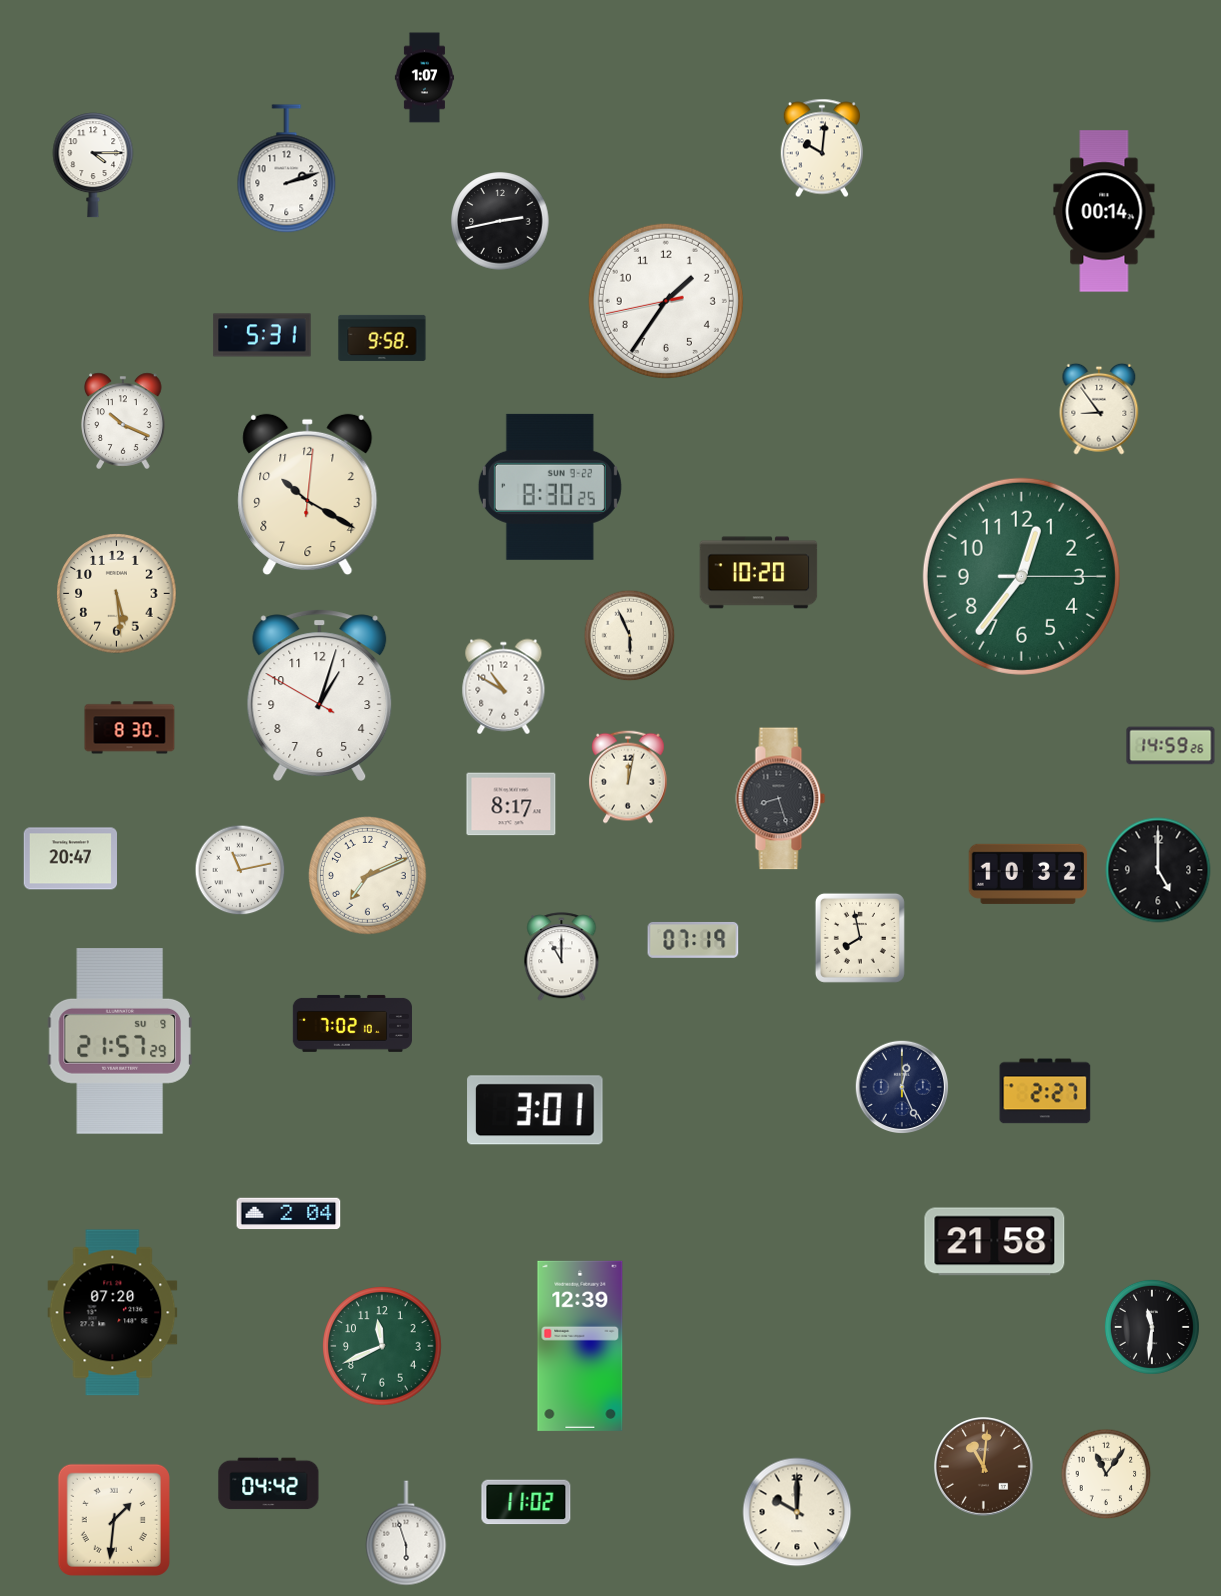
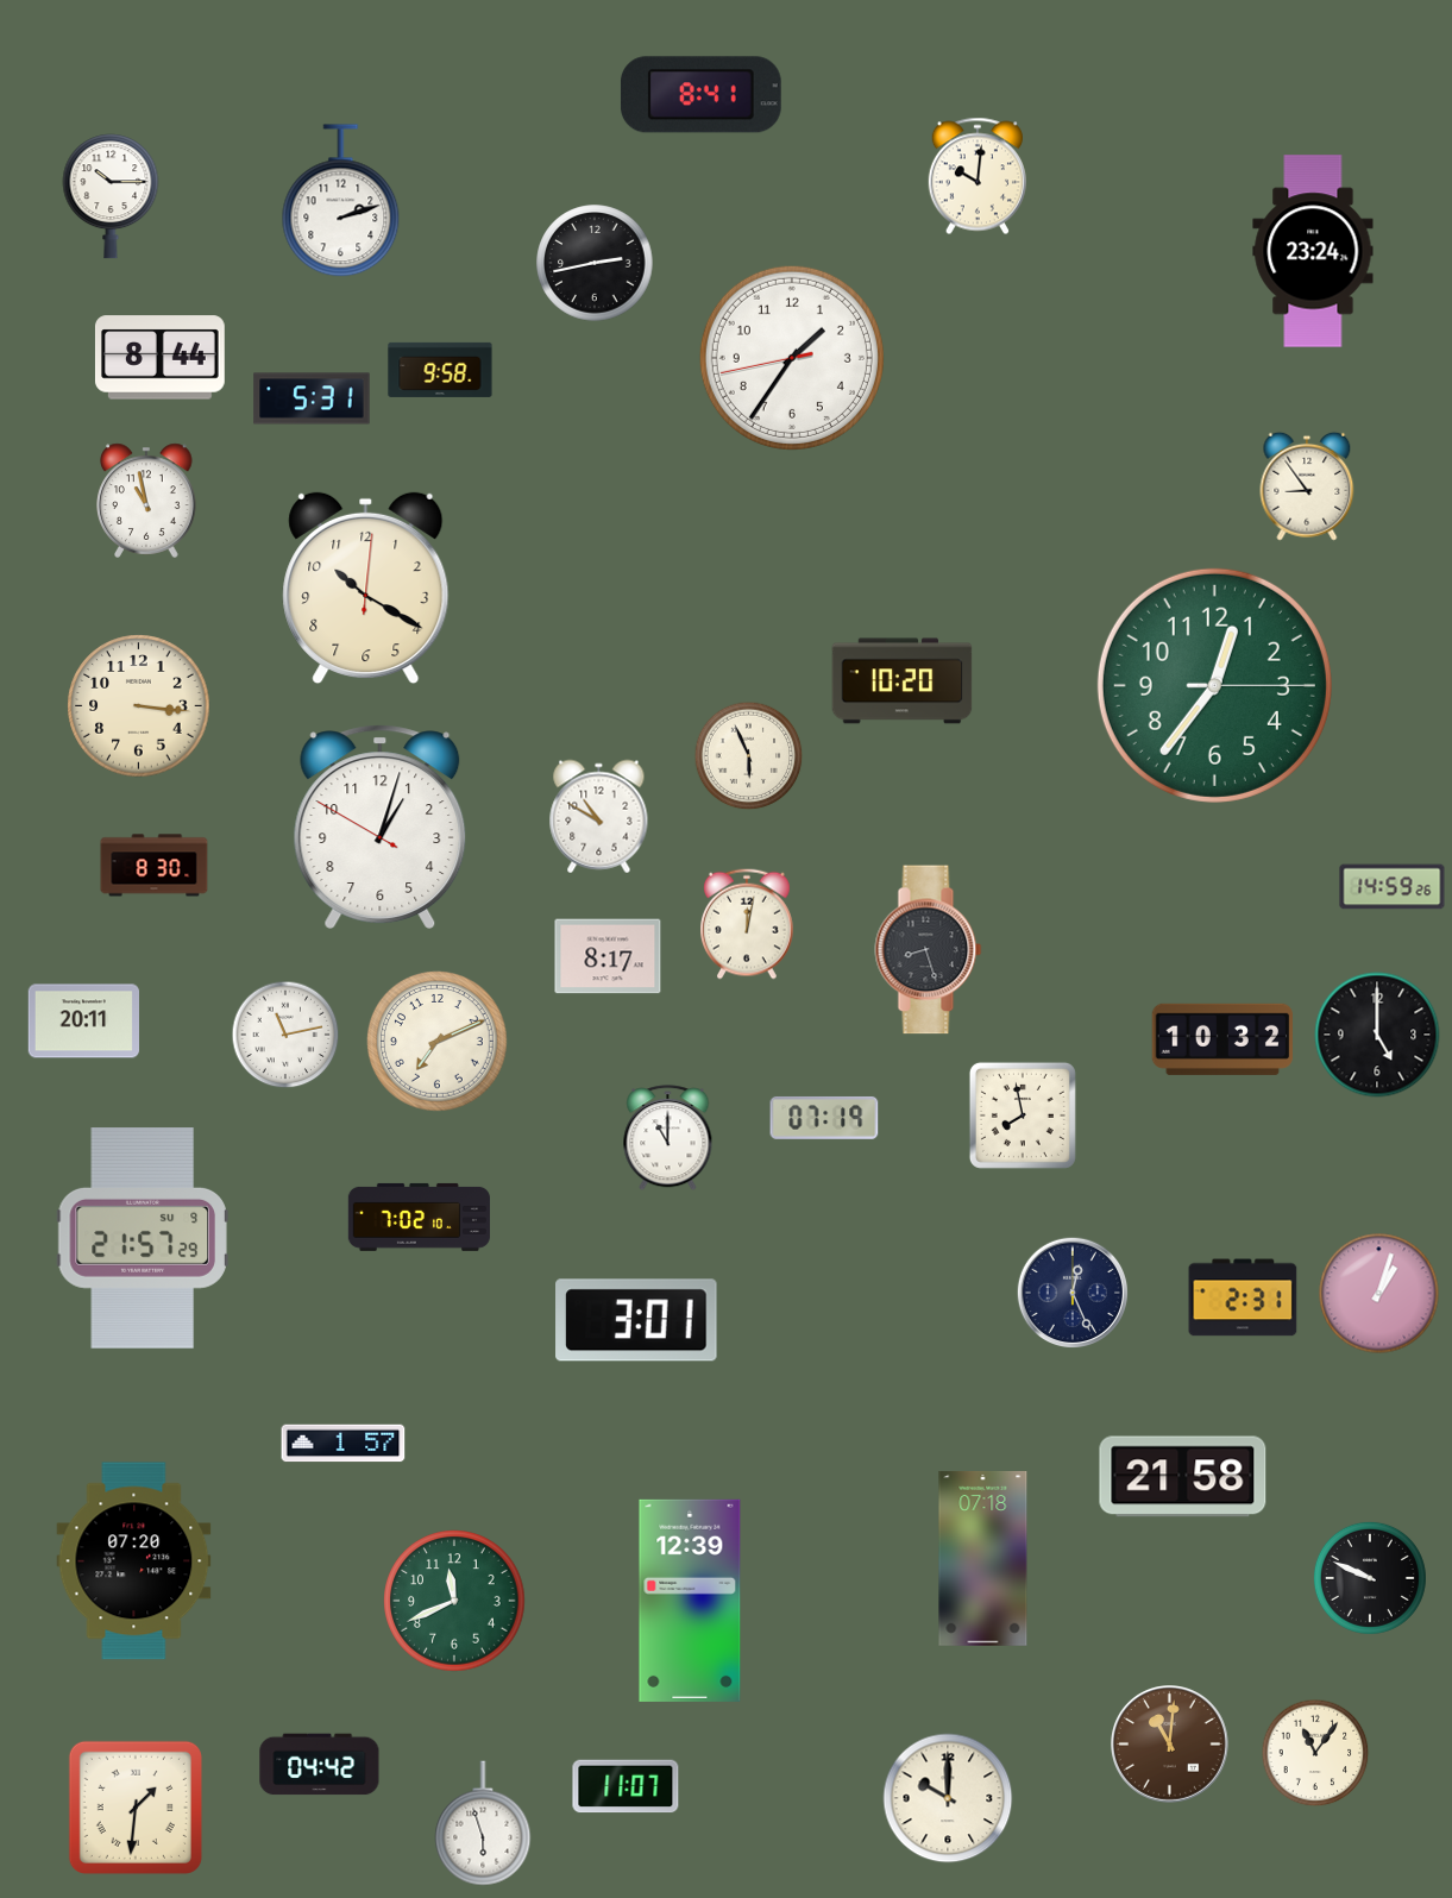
clock at (424, 78): 1:07 -> none
clock at (700, 95): none -> 8:41
clock at (93, 165): 4:15 -> 10:15
clock at (1104, 211): 00:14 -> 23:24
clock at (159, 358): none -> 8:44
clock at (382, 338) position: (382, 338) -> (440, 370)
clock at (123, 421): 10:19 -> 10:58
clock at (550, 487): 8:30 -> none
clock at (117, 594): 5:29 -> 3:16
clock at (70, 859): 20:47 -> 20:11
clock at (1379, 1294): none -> 1:03
clock at (1045, 1091): 2:27 -> 2:31
clock at (289, 1214): 2:04 -> 1:57
clock at (983, 1559): none -> 07:18
clock at (1152, 1327): 11:31 -> 9:49
clock at (526, 1502): 11:02 -> 11:07
